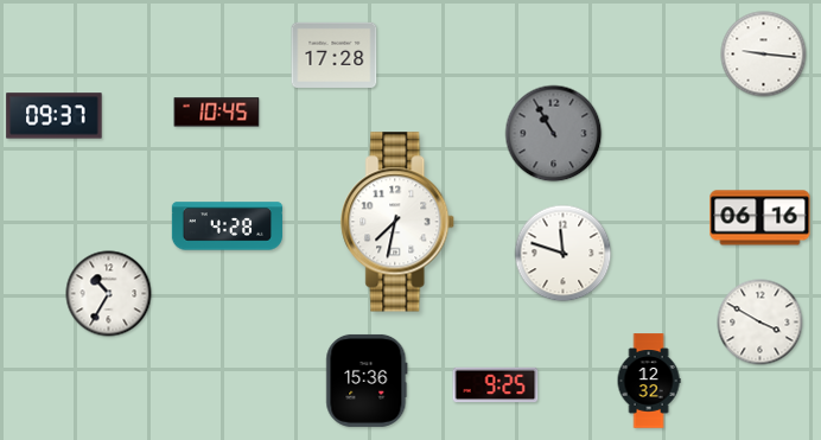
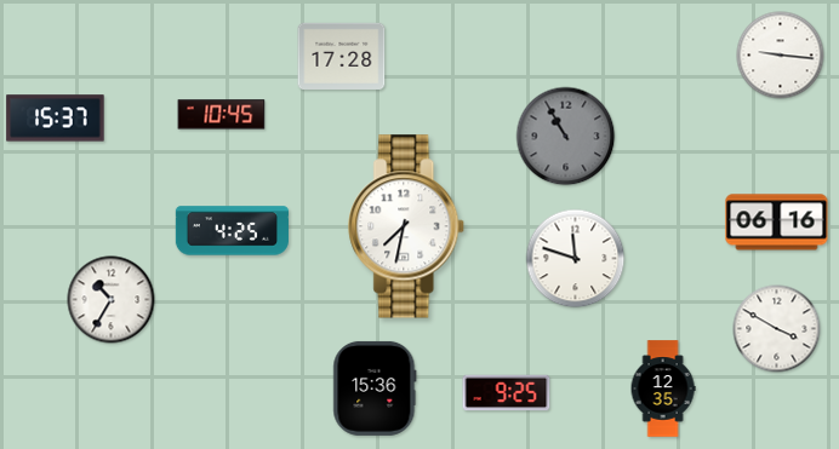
clock at (55, 116): 09:37 -> 15:37
clock at (227, 227): 4:28 -> 4:25
clock at (649, 381): 12:32 -> 12:35
